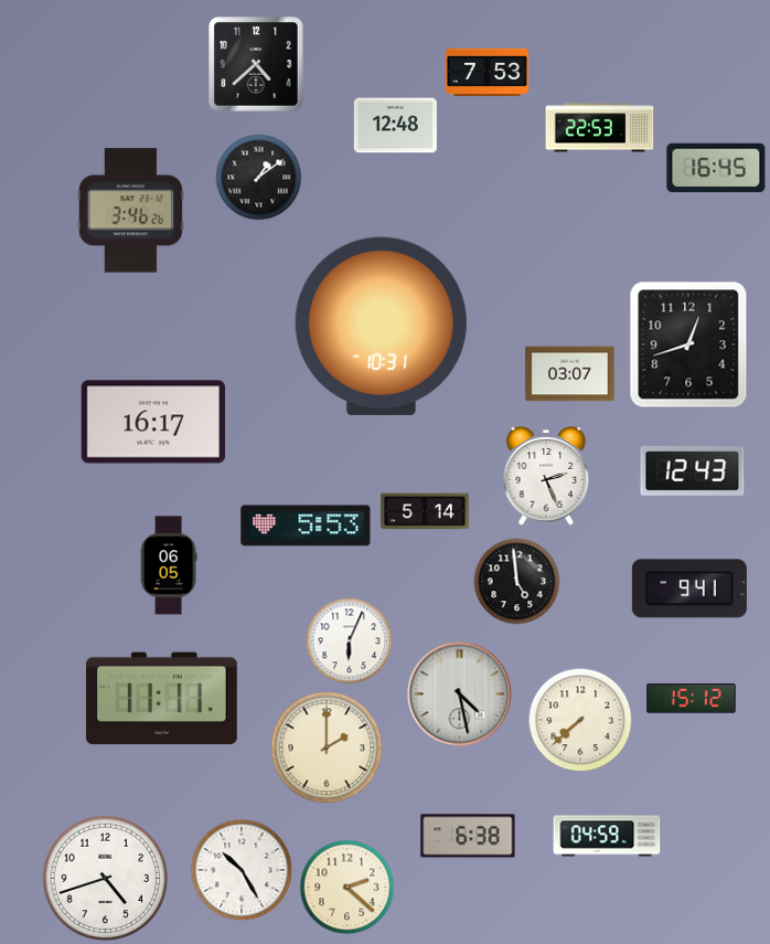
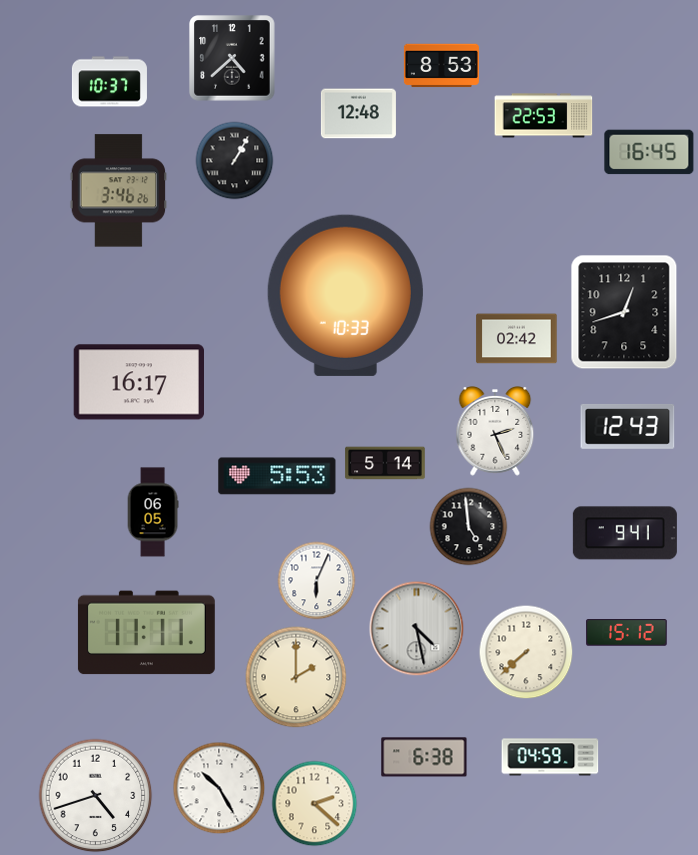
clock at (486, 73): 7:53 -> 8:53
clock at (109, 82): none -> 10:37
clock at (259, 178): 1:09 -> 1:05
clock at (381, 326): 10:31 -> 10:33
clock at (570, 374): 03:07 -> 02:42
